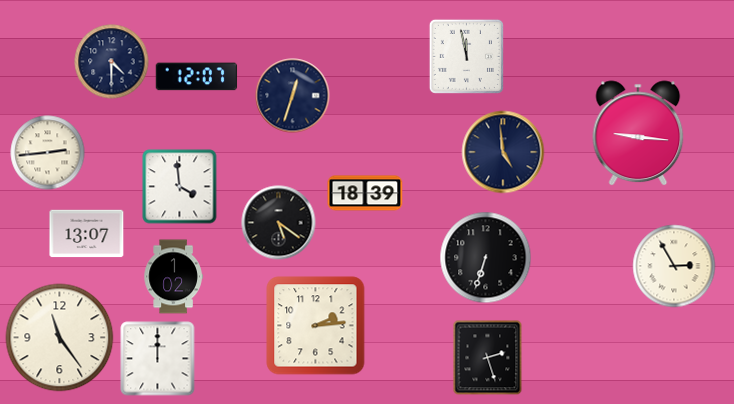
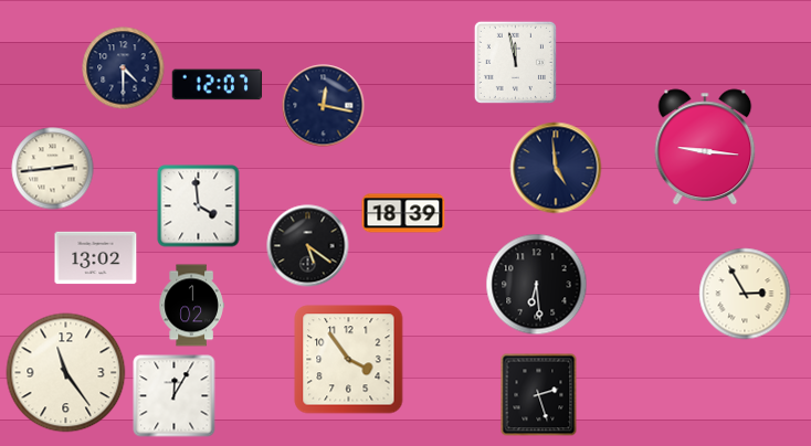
clock at (293, 96): 12:33 -> 12:17
clock at (87, 234): 13:07 -> 13:02
clock at (486, 258): 6:33 -> 6:29
clock at (316, 326): 2:14 -> 3:54
clock at (158, 359): 12:00 -> 12:05
